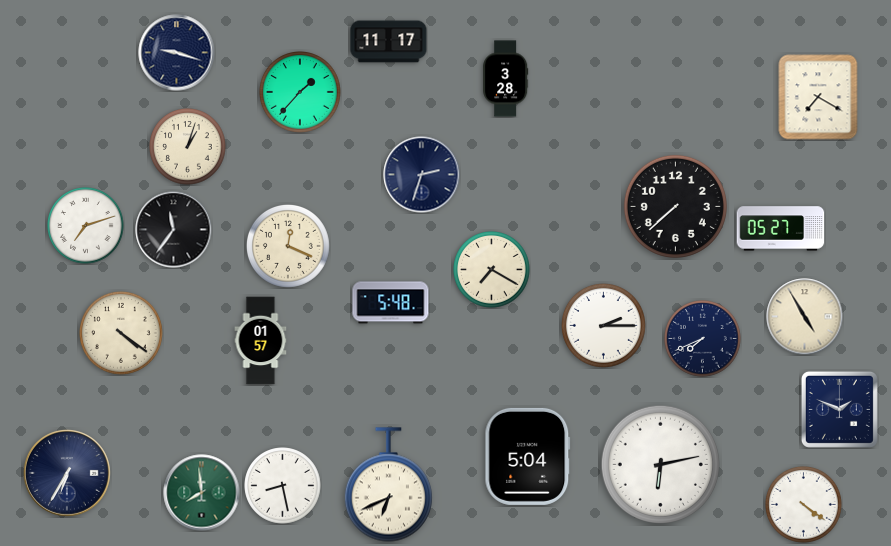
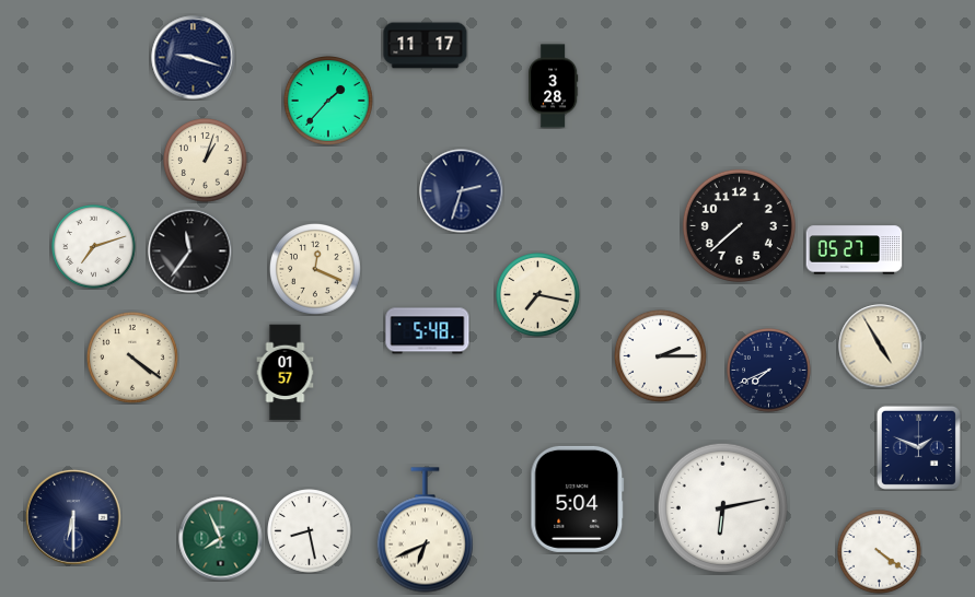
clock at (818, 97): 7:20 -> none
clock at (492, 270): 7:20 -> 7:17
clock at (122, 334) position: (122, 334) -> (134, 359)
clock at (68, 474): 6:35 -> 6:30
clock at (202, 493): 7:59 -> 7:56
